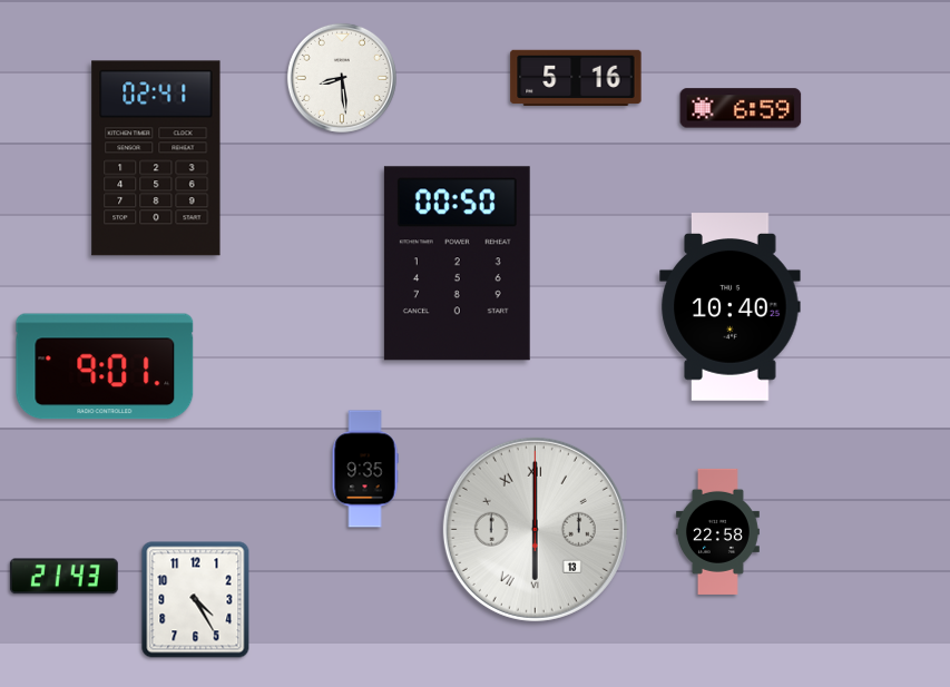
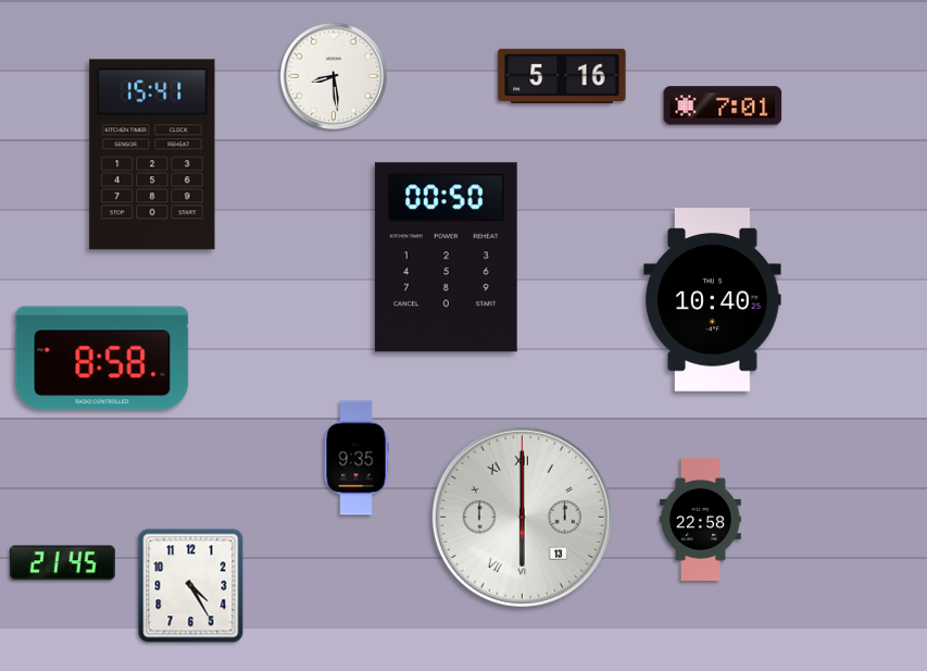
clock at (741, 108): 6:59 -> 7:01
clock at (156, 158): 02:41 -> 15:41
clock at (105, 366): 9:01 -> 8:58
clock at (63, 577): 21:43 -> 21:45
